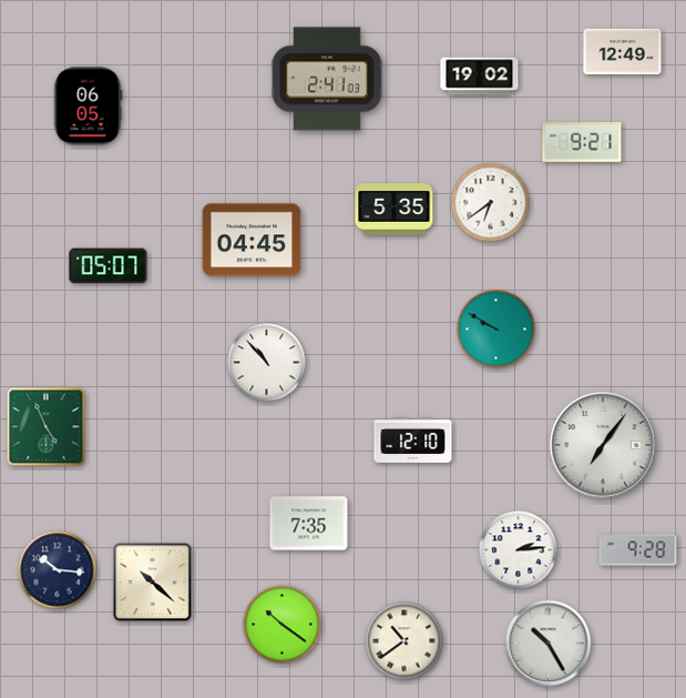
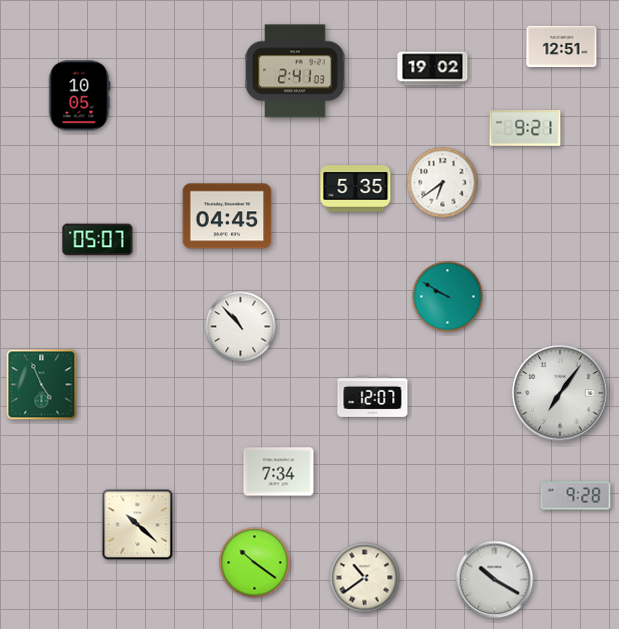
clock at (623, 51): 12:49 -> 12:51
clock at (89, 107): 06:05 -> 10:05
clock at (413, 439): 12:10 -> 12:07
clock at (603, 445) position: (603, 445) -> (560, 393)
clock at (309, 524): 7:35 -> 7:34
clock at (519, 550): 2:14 -> none
clock at (58, 570): 10:16 -> none
clock at (549, 644): 10:25 -> 10:20
